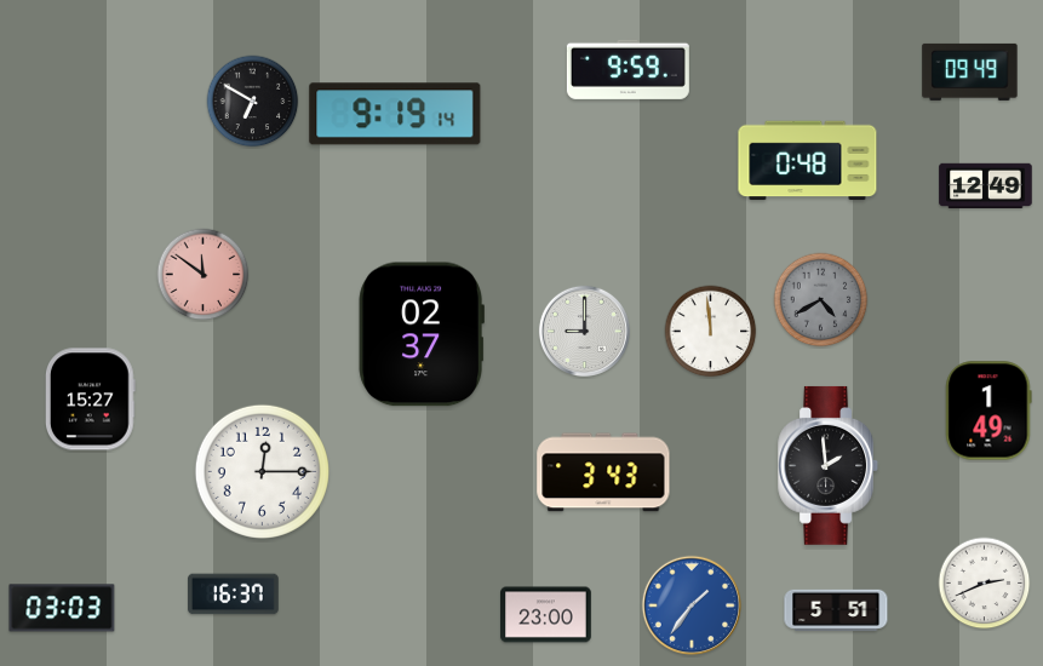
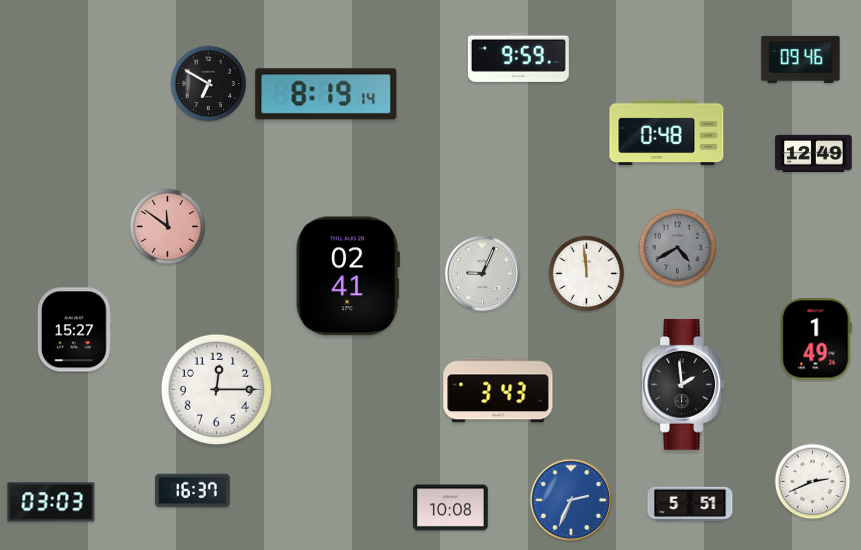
clock at (970, 71): 09:49 -> 09:46
clock at (395, 114): 9:19 -> 8:19
clock at (584, 331): 9:00 -> 9:04
clock at (422, 334): 02:37 -> 02:41
clock at (690, 604): 1:36 -> 2:34
clock at (546, 615): 23:00 -> 10:08
